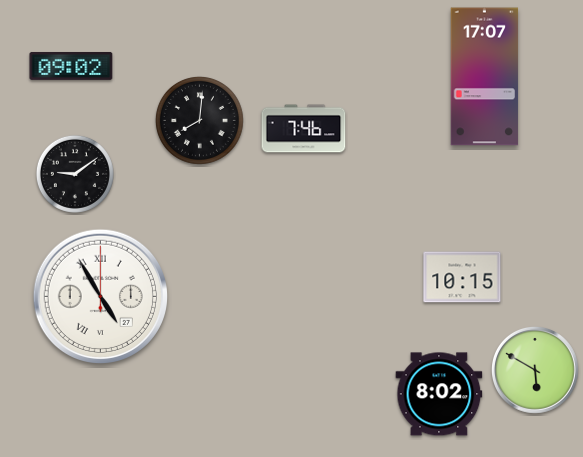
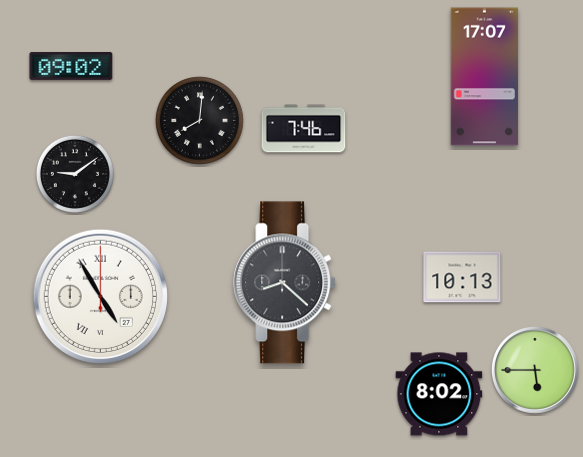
clock at (462, 277): 10:15 -> 10:13
clock at (285, 283): none -> 8:22
clock at (535, 370): 5:50 -> 5:45
